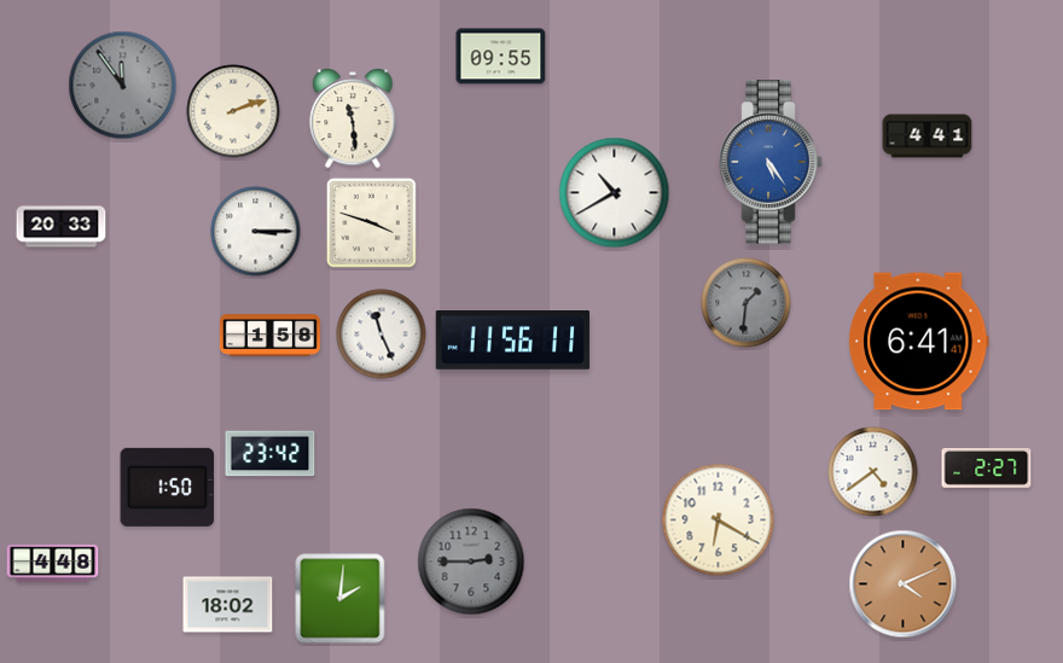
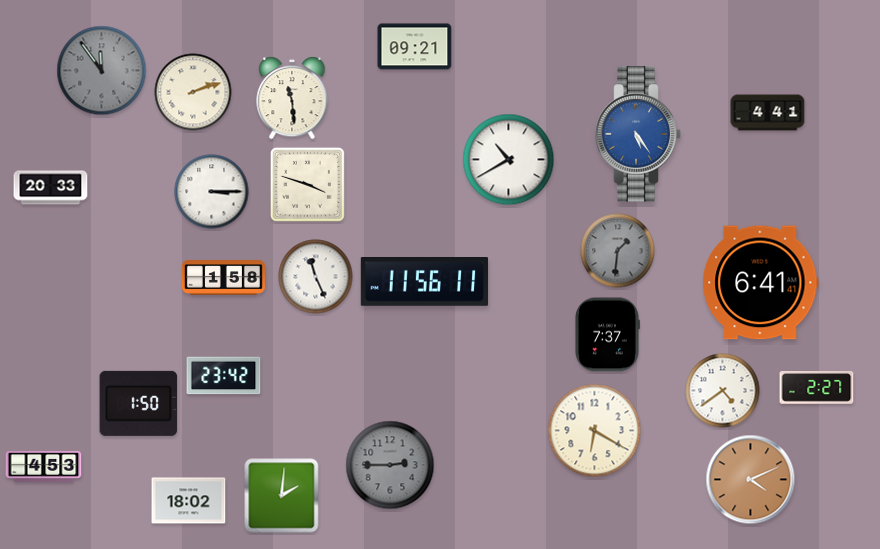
clock at (501, 57): 09:55 -> 09:21
clock at (607, 335): none -> 7:37
clock at (53, 563): 4:48 -> 4:53
clock at (904, 585) position: (904, 585) -> (751, 480)
